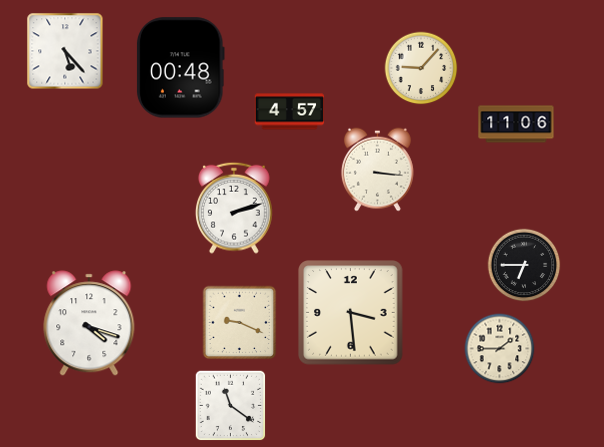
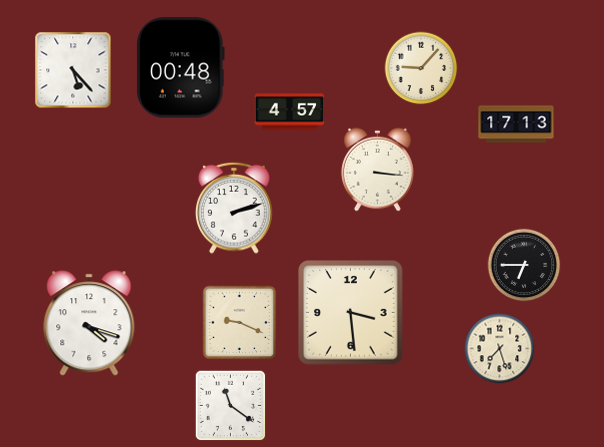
clock at (65, 51) position: (65, 51) -> (73, 70)
clock at (516, 124): 11:06 -> 17:13
clock at (500, 349): 1:45 -> 7:27
